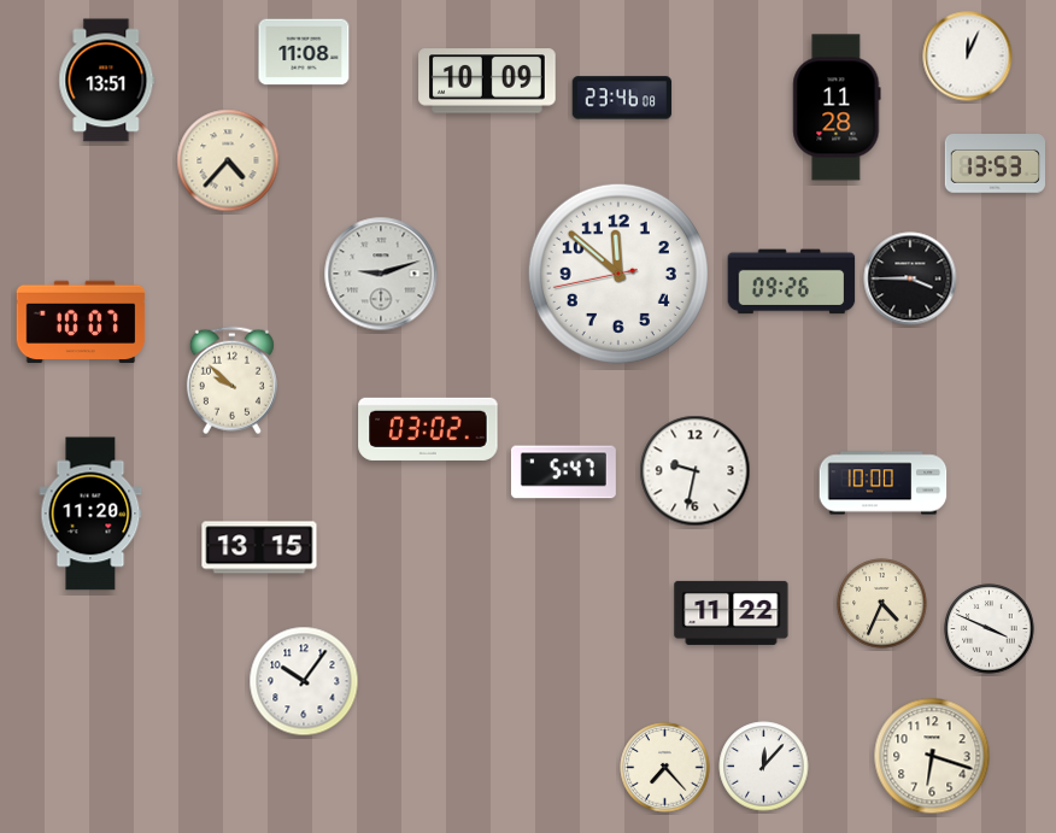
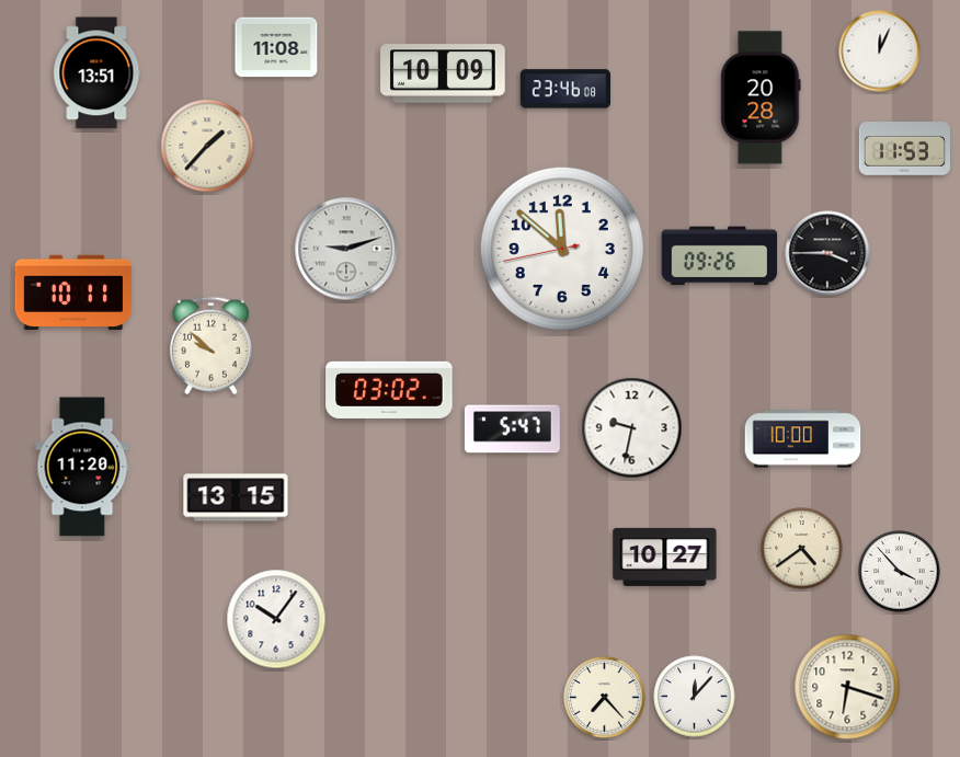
clock at (837, 107): 11:28 -> 20:28
clock at (228, 160): 4:37 -> 1:37
clock at (995, 164): 13:53 -> 11:53
clock at (81, 322): 10:07 -> 10:11
clock at (882, 604): 4:34 -> 4:39
clock at (732, 612): 11:22 -> 10:27
clock at (990, 629): 3:49 -> 3:53
